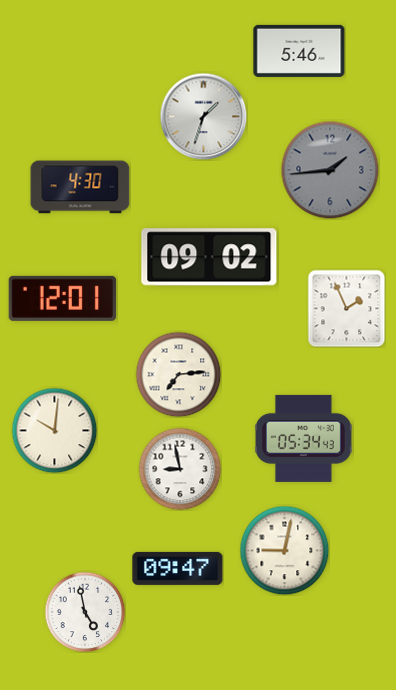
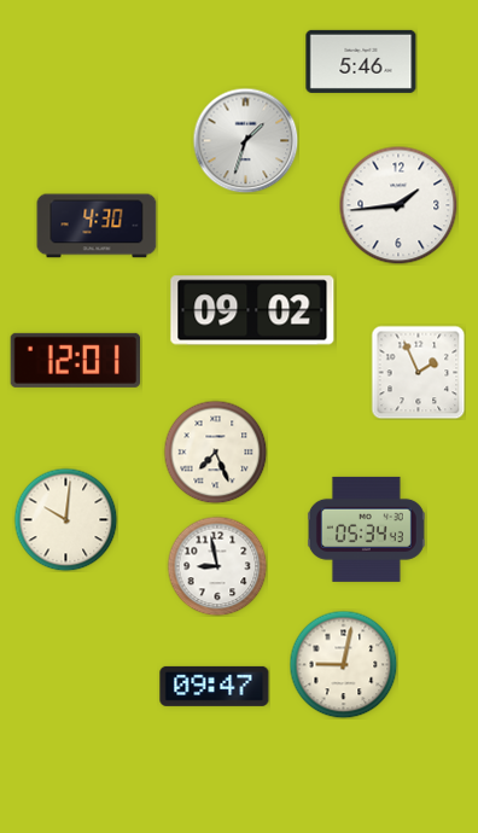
clock at (330, 170) dial: grey -> white
clock at (178, 374): 7:14 -> 7:26
clock at (85, 612): 4:58 -> none
